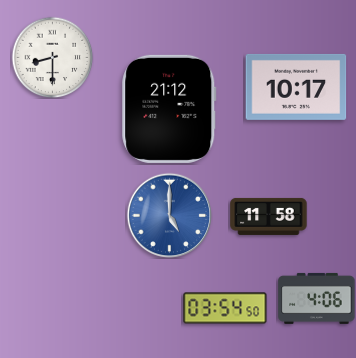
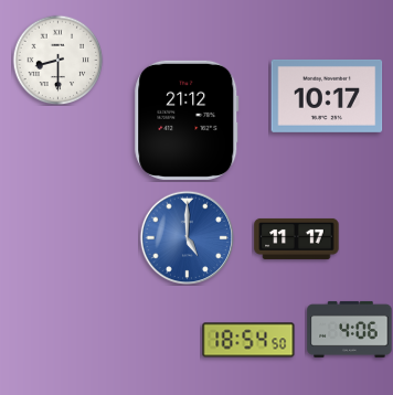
clock at (52, 57) position: (52, 57) -> (57, 60)
clock at (269, 216): 11:58 -> 11:17
clock at (225, 308): 03:54 -> 18:54
